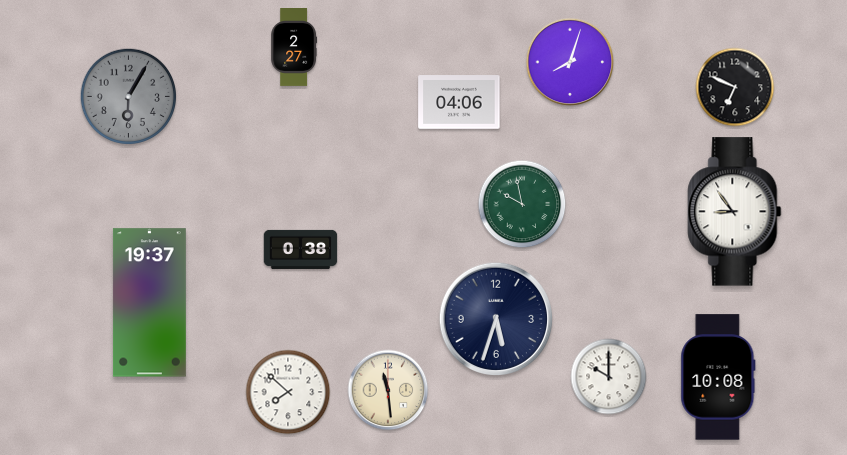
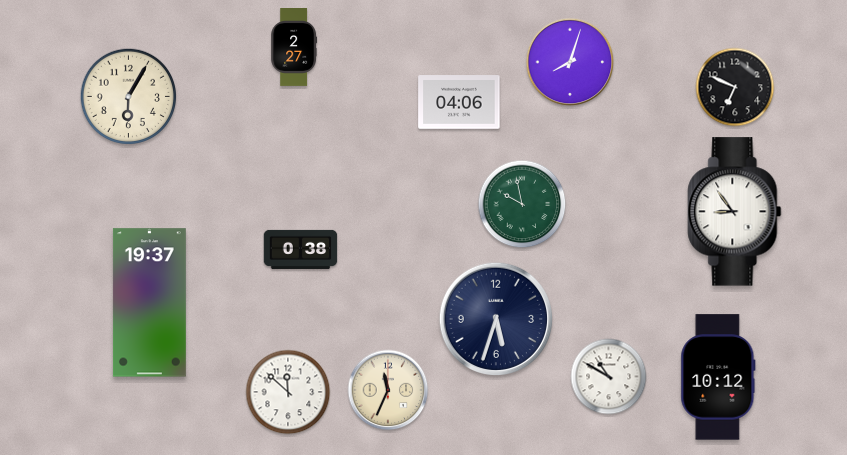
clock at (129, 97) dial: grey -> cream
clock at (609, 377): 10:00 -> 10:50
clock at (718, 377): 10:08 -> 10:12
clock at (388, 390): 11:29 -> 11:34
clock at (288, 392): 7:52 -> 11:52
